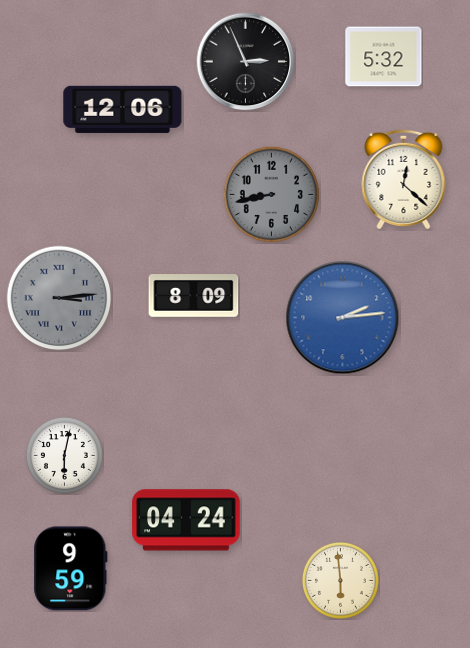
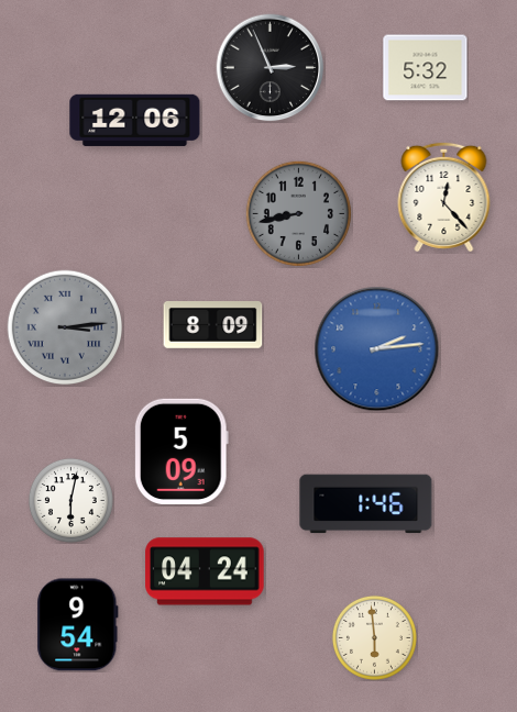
clock at (384, 57) position: (384, 57) -> (426, 68)
clock at (404, 179): 12:22 -> 12:23
clock at (182, 452): none -> 5:09
clock at (366, 504): none -> 1:46
clock at (71, 569): 9:59 -> 9:54
